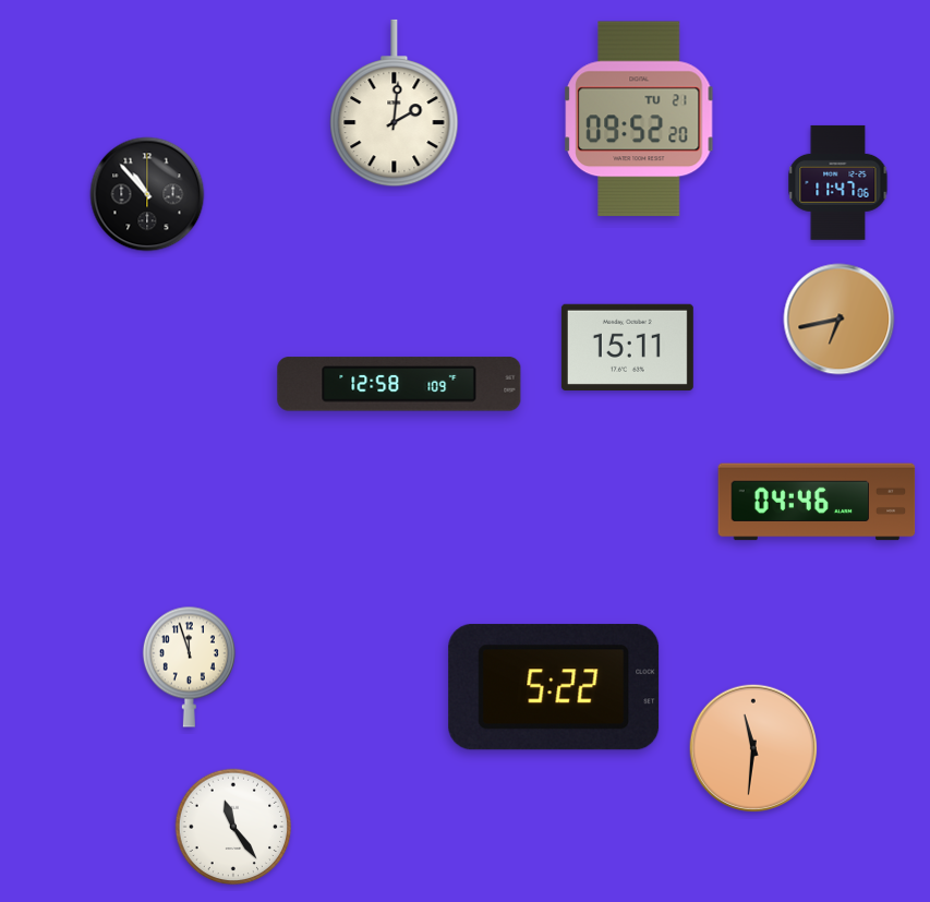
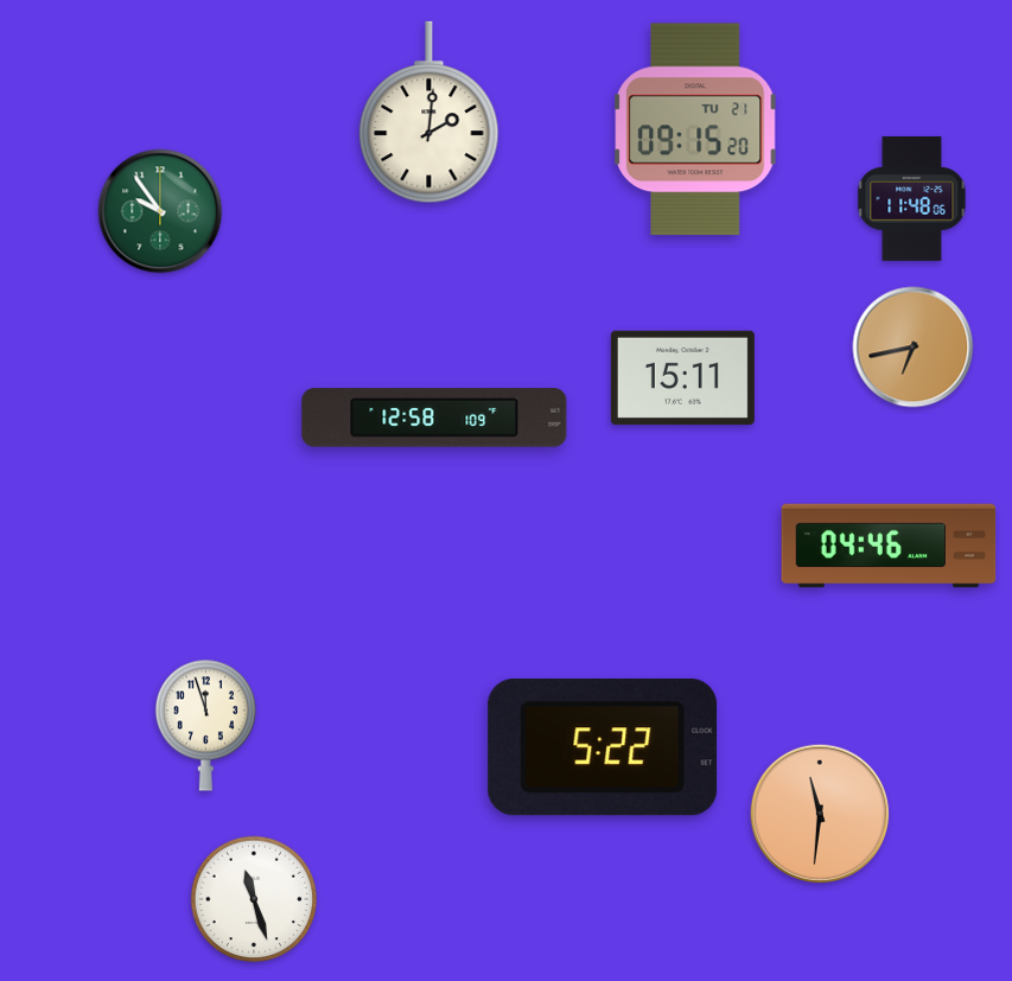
clock at (639, 119): 09:52 -> 09:15
clock at (838, 182): 11:47 -> 11:48
clock at (147, 194): 10:53 -> 9:54
clock at (147, 194) dial: black -> green
clock at (233, 827): 11:24 -> 11:27
